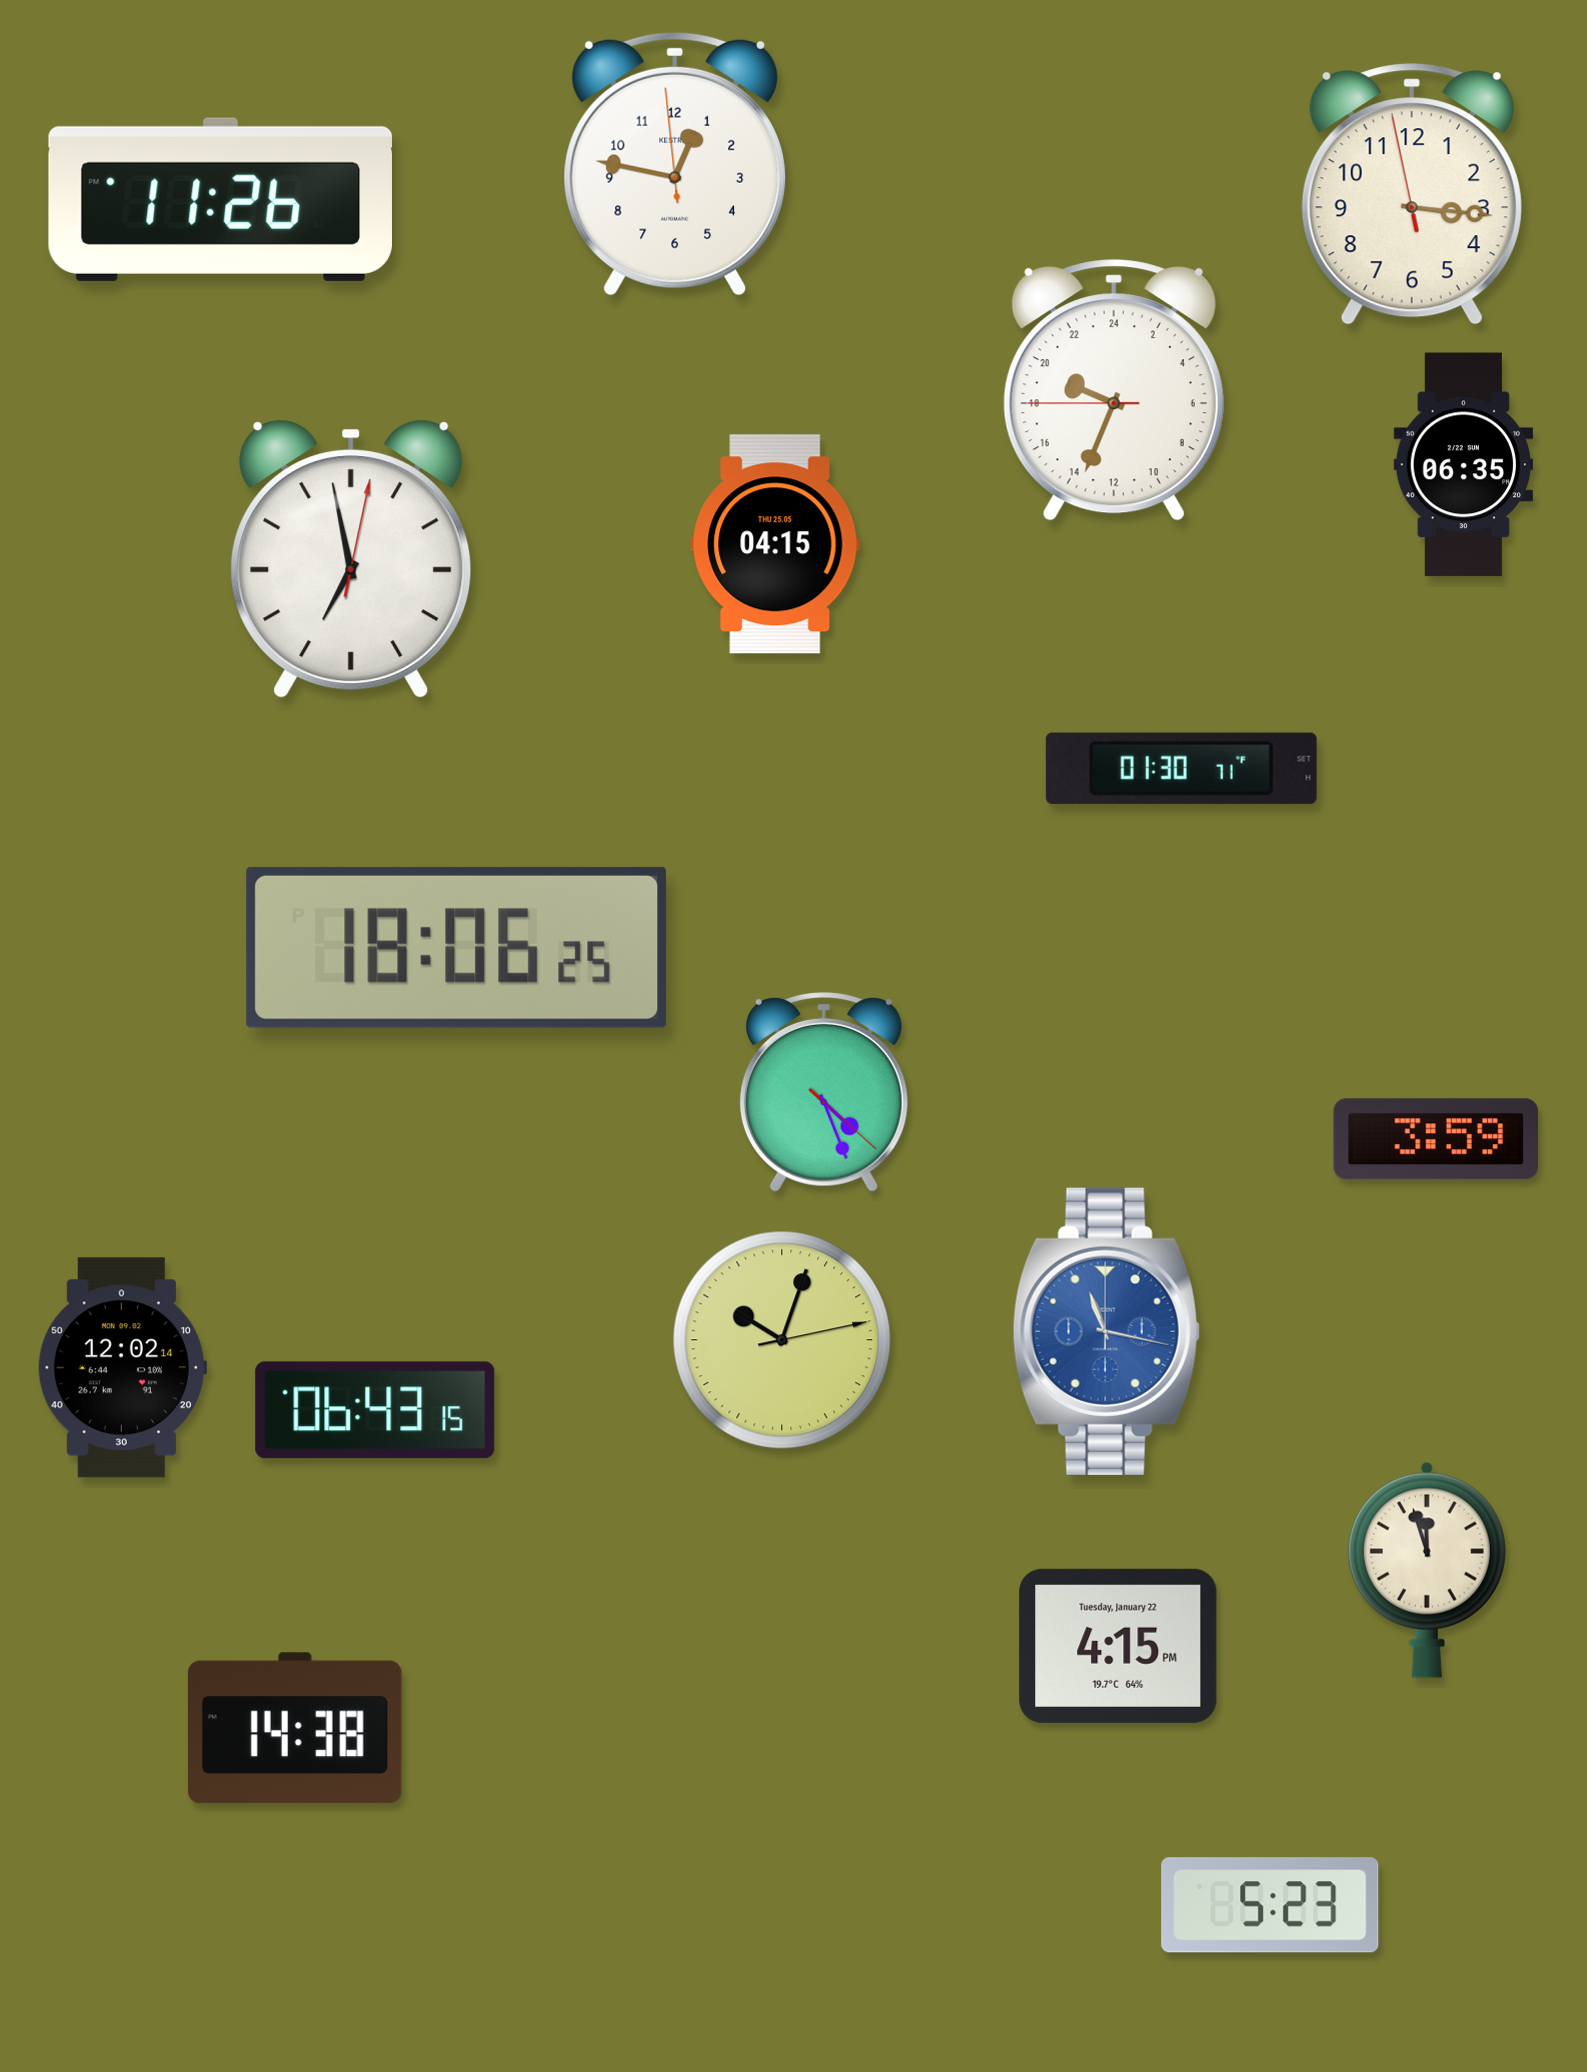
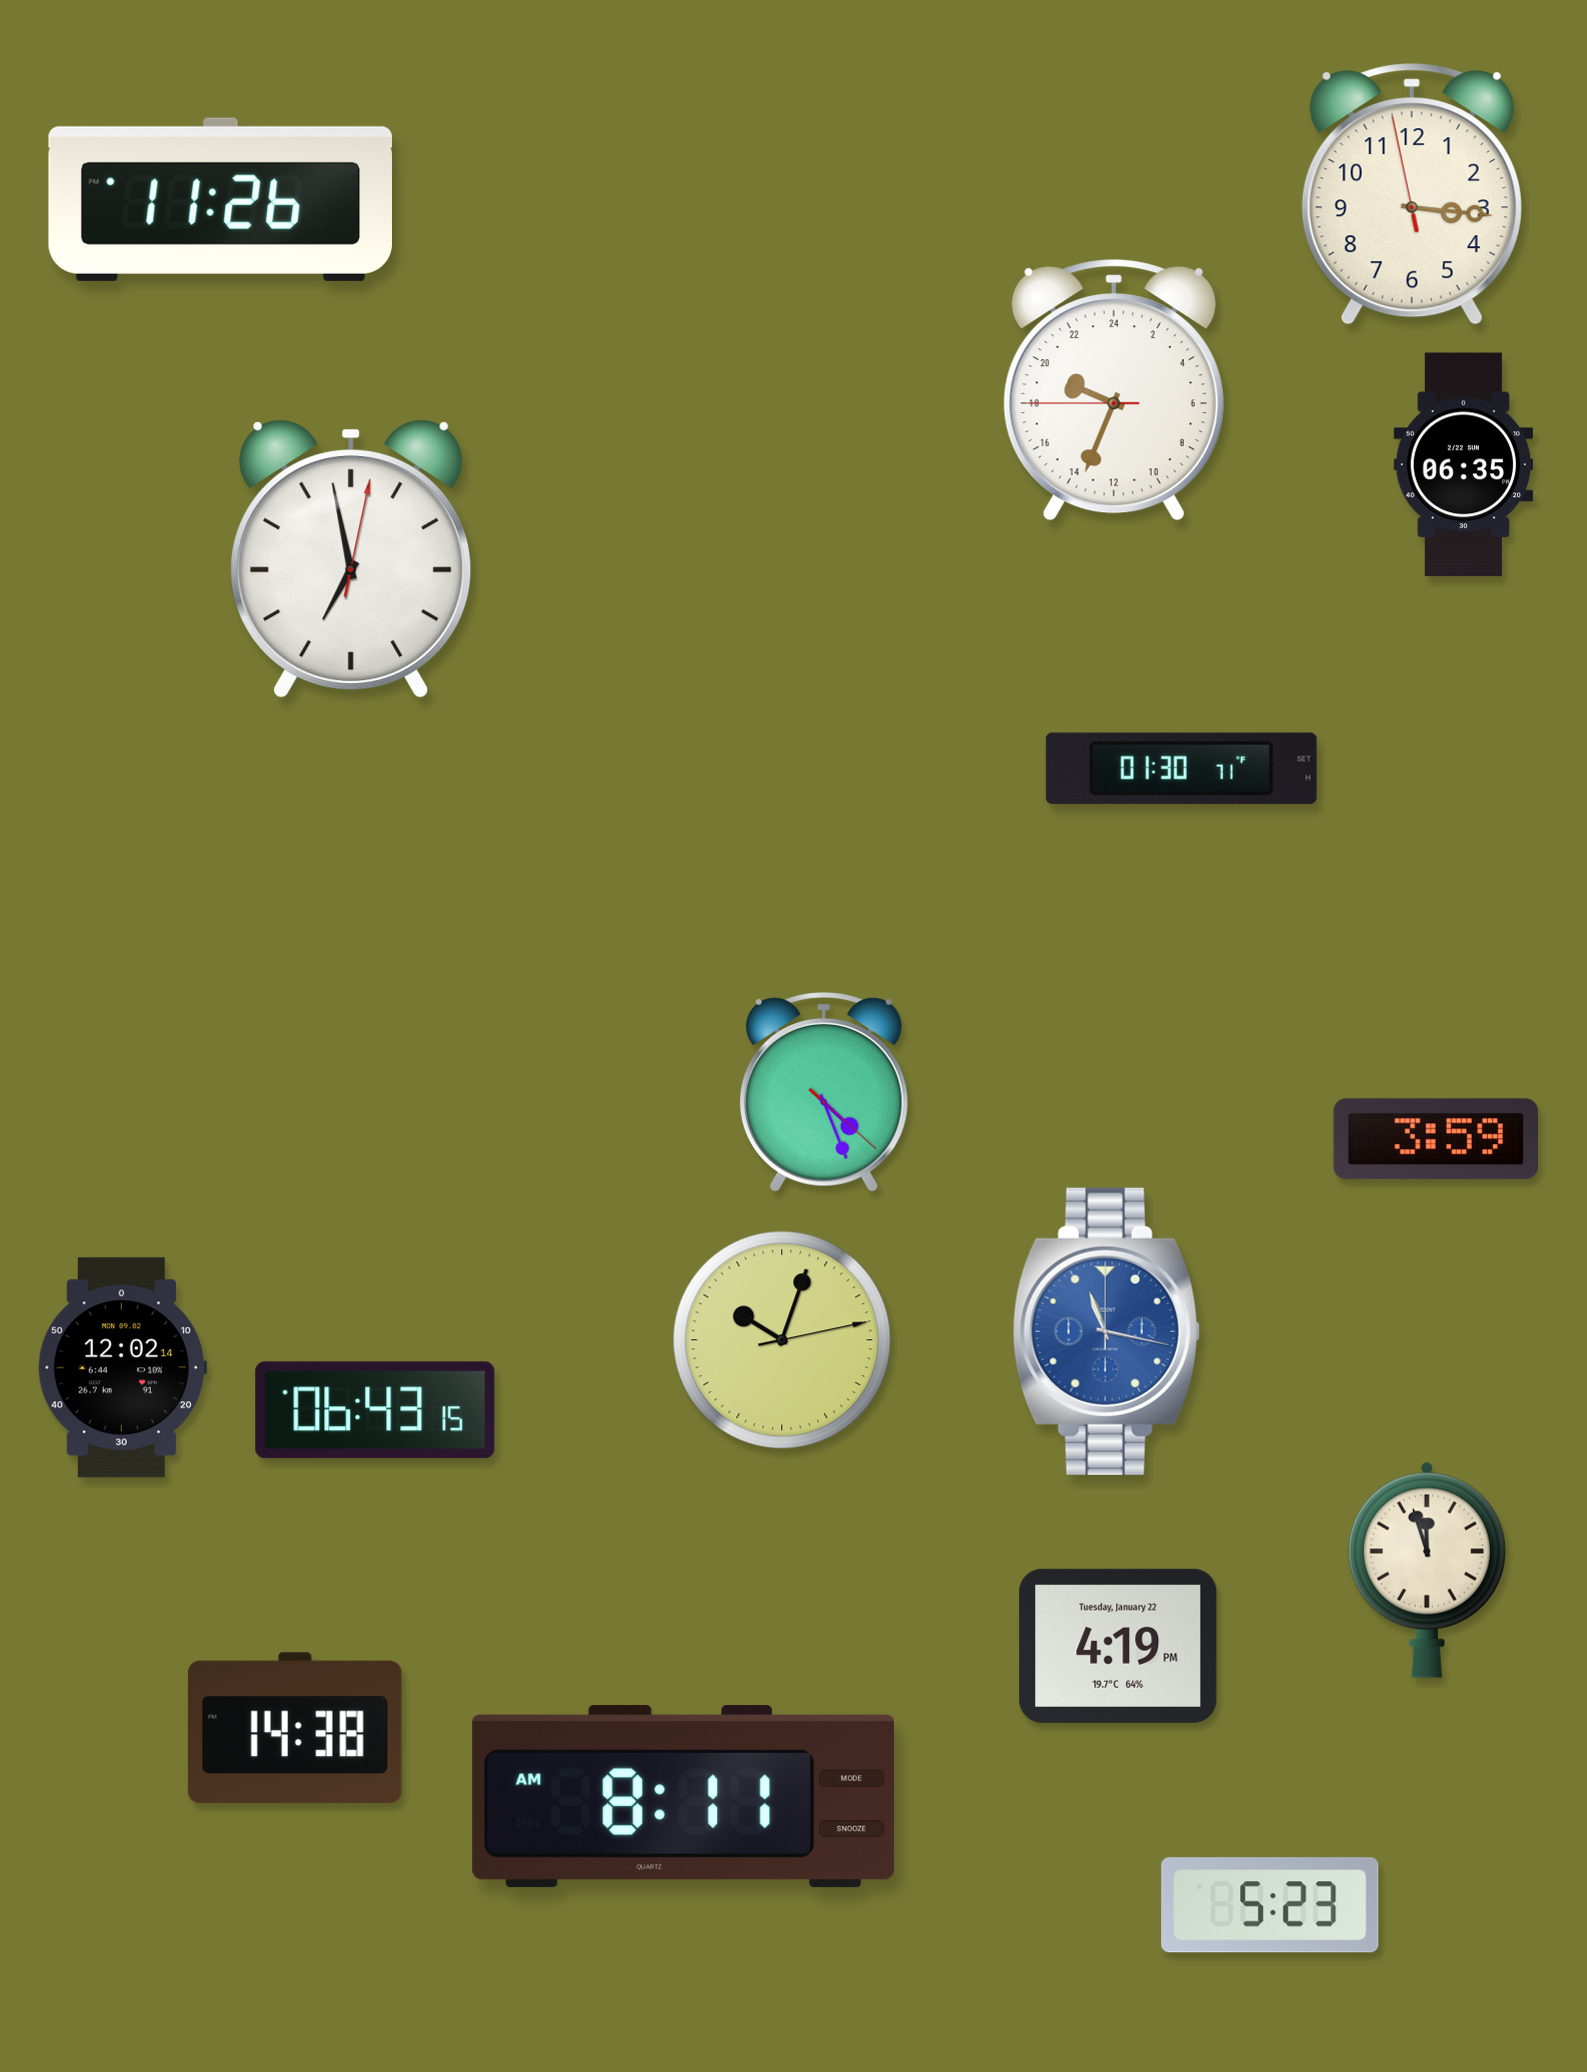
clock at (675, 164): 12:46 -> none
clock at (775, 544): 04:15 -> none
clock at (457, 947): 18:06 -> none
clock at (1118, 1646): 4:15 -> 4:19
clock at (683, 1797): none -> 8:11
